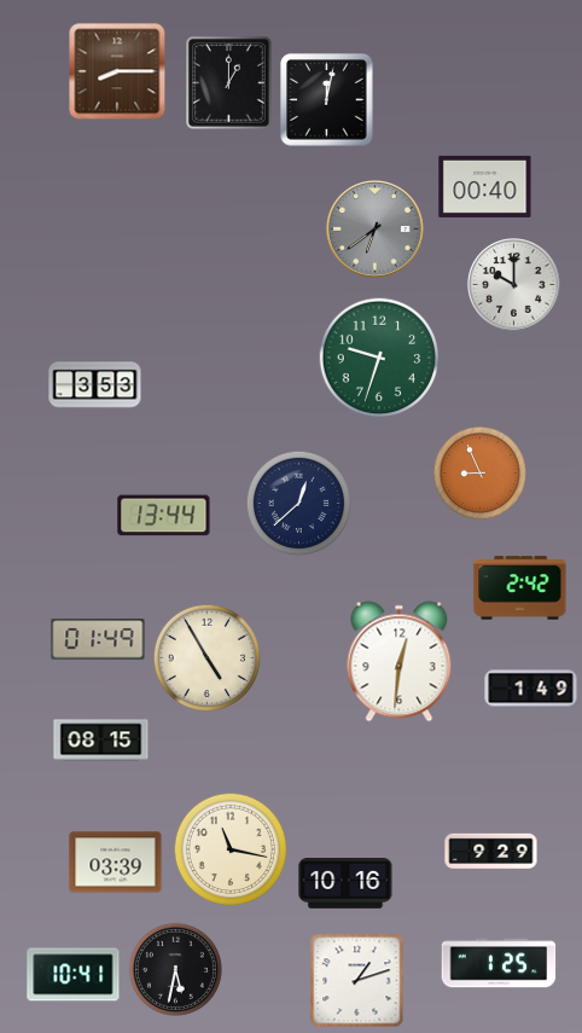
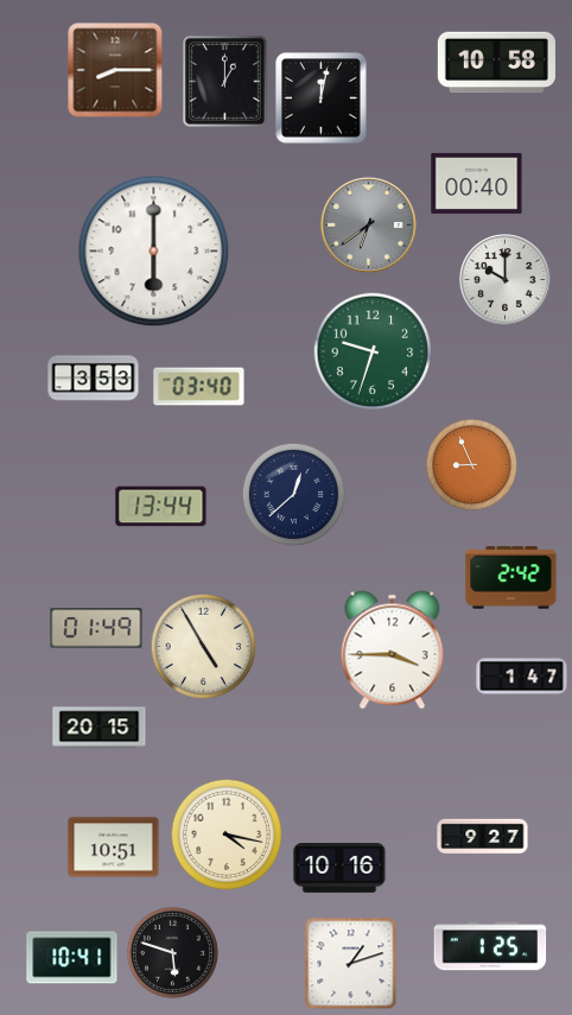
clock at (496, 63): none -> 10:58
clock at (154, 252): none -> 6:00
clock at (199, 387): none -> 03:40
clock at (400, 662): 12:31 -> 3:45
clock at (531, 689): 1:49 -> 1:47
clock at (101, 741): 08:15 -> 20:15
clock at (229, 848): 11:17 -> 4:17
clock at (491, 852): 9:29 -> 9:27
clock at (116, 863): 03:39 -> 10:51
clock at (175, 969): 5:32 -> 5:48
